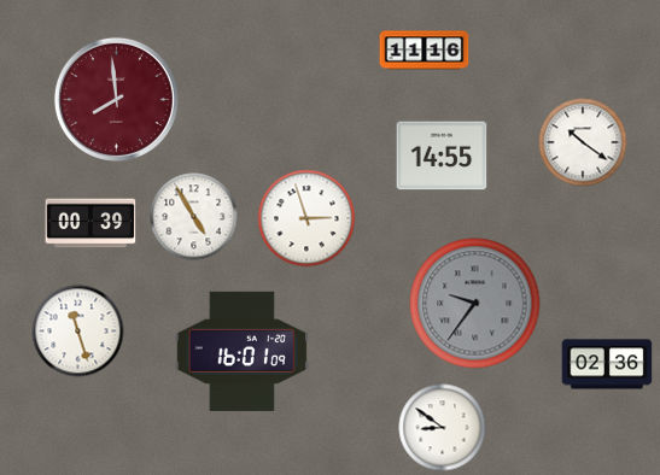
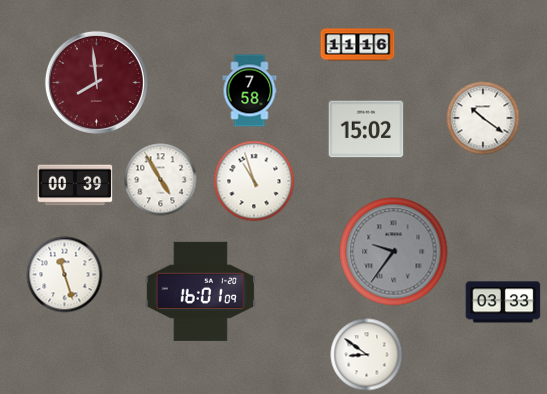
clock at (425, 51) position: (425, 51) -> (358, 45)
clock at (250, 91): none -> 7:58
clock at (442, 156): 14:55 -> 15:02
clock at (306, 218): 2:57 -> 10:57
clock at (607, 364): 02:36 -> 03:33
